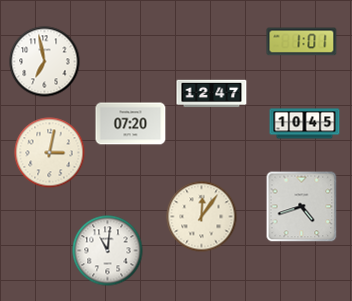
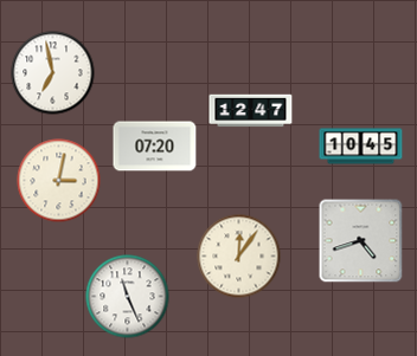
clock at (302, 42): 1:01 -> none
clock at (302, 207) position: (302, 207) -> (361, 241)
clock at (108, 251): 11:01 -> 11:26
